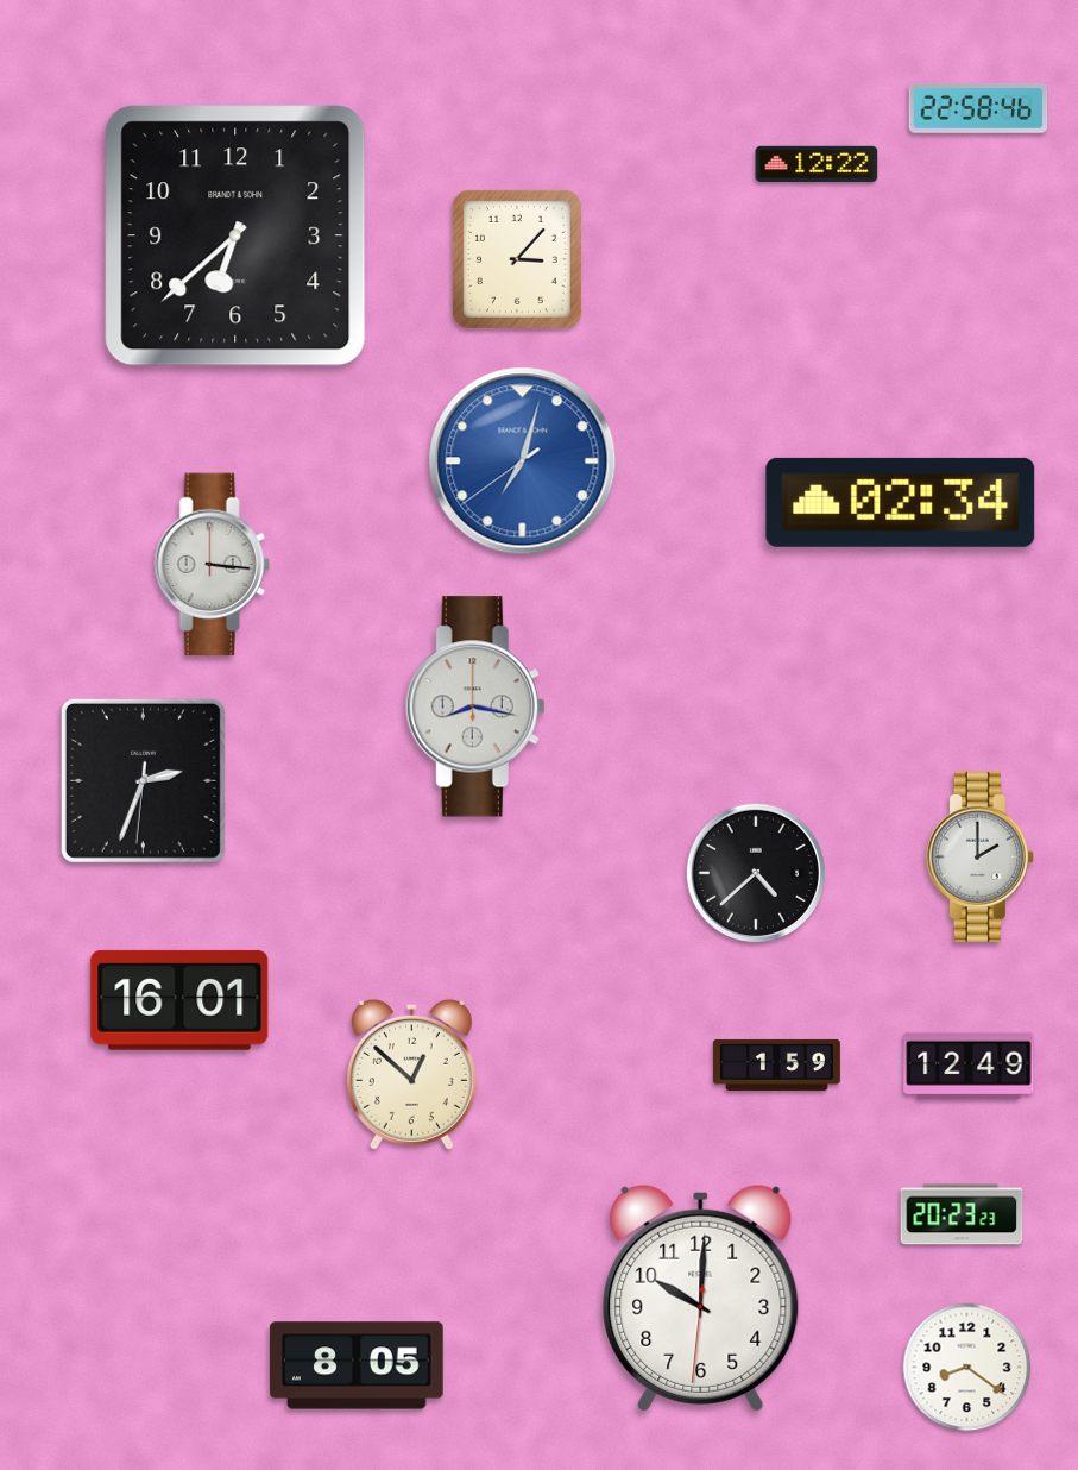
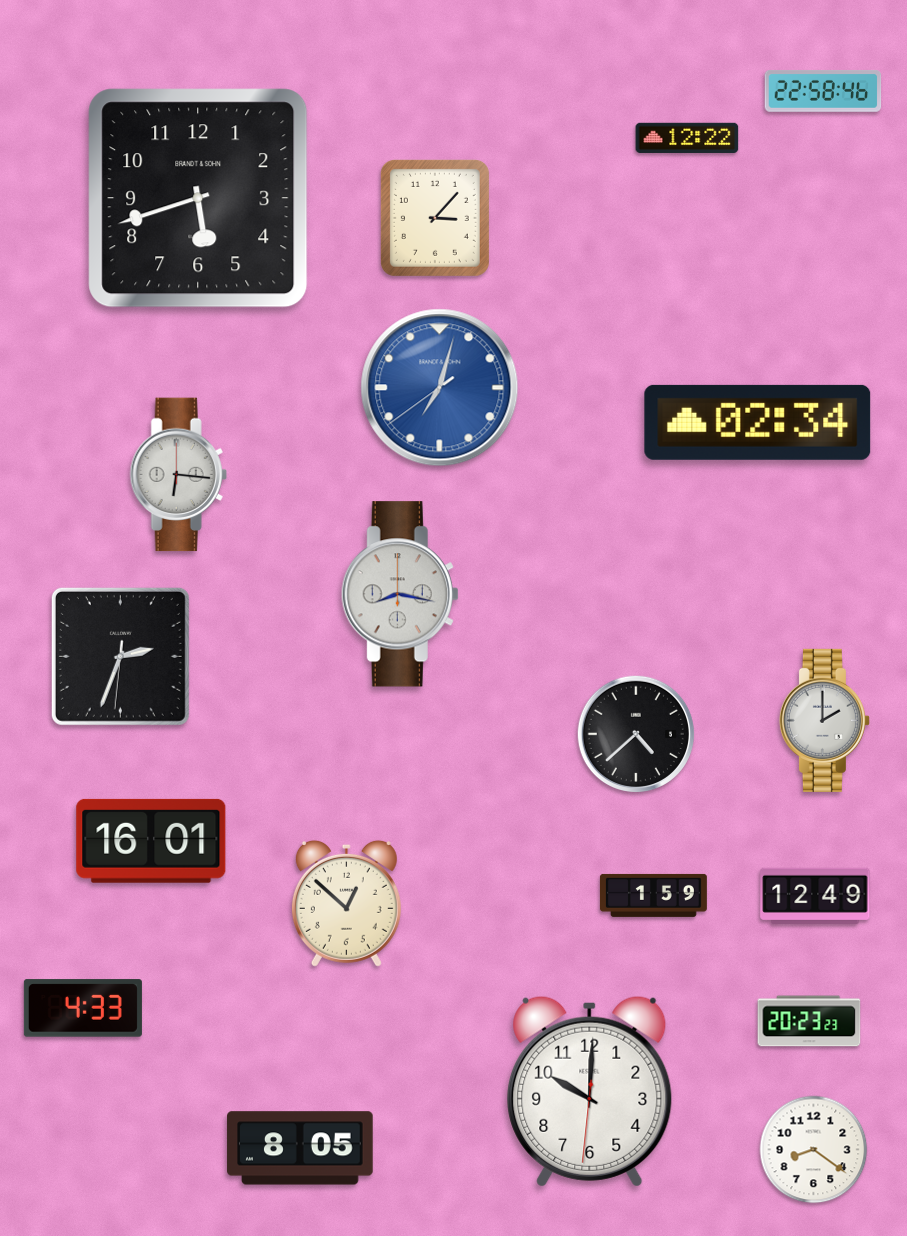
clock at (235, 235): 6:38 -> 5:42
clock at (212, 565): 3:16 -> 6:16
clock at (83, 1008): none -> 4:33
